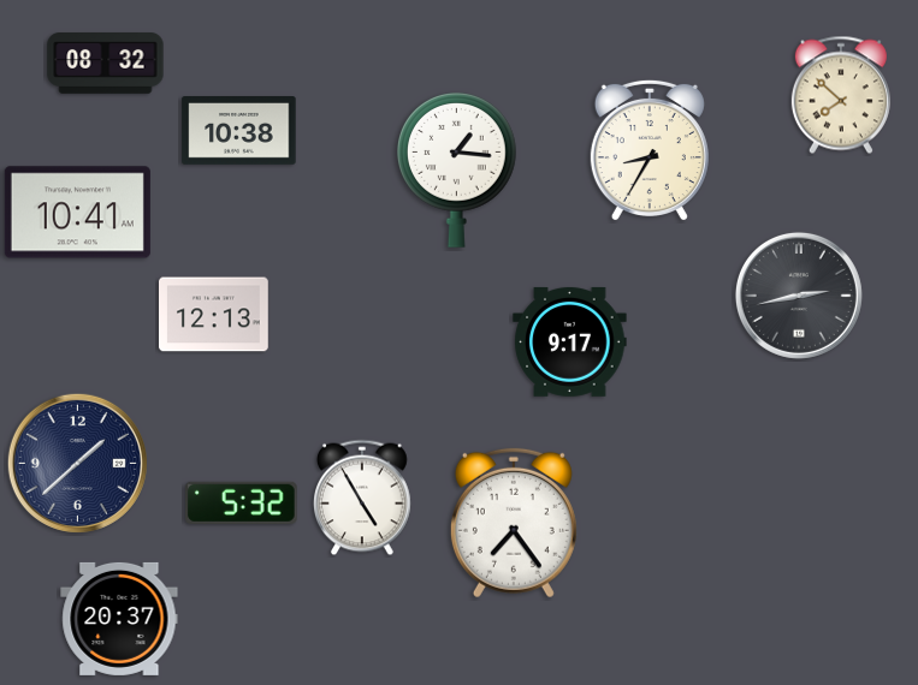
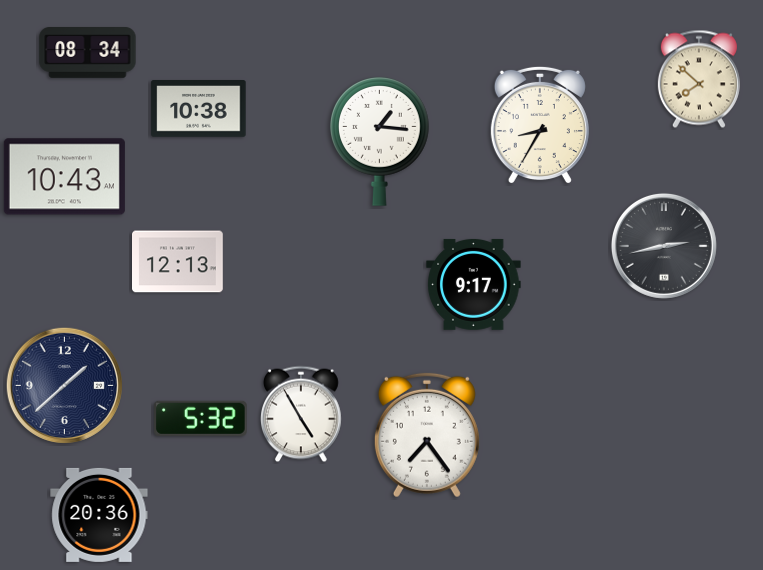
clock at (106, 64): 08:32 -> 08:34
clock at (77, 213): 10:41 -> 10:43
clock at (119, 619): 20:37 -> 20:36
